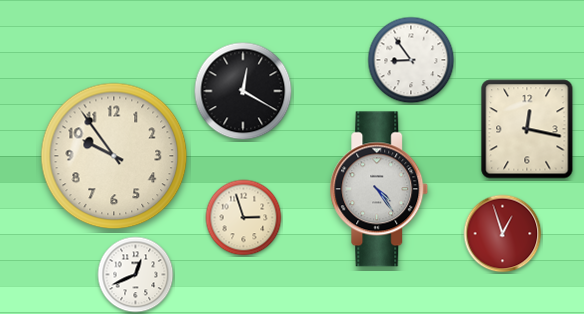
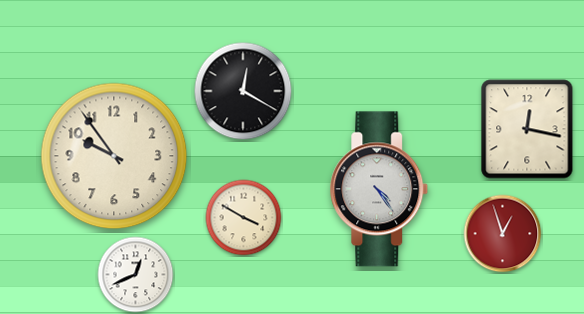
clock at (411, 60): 8:54 -> none
clock at (244, 218): 2:57 -> 3:50
